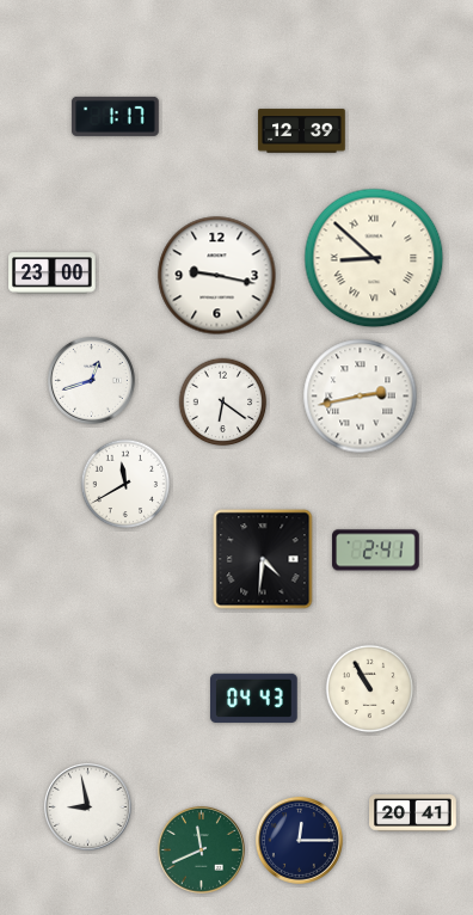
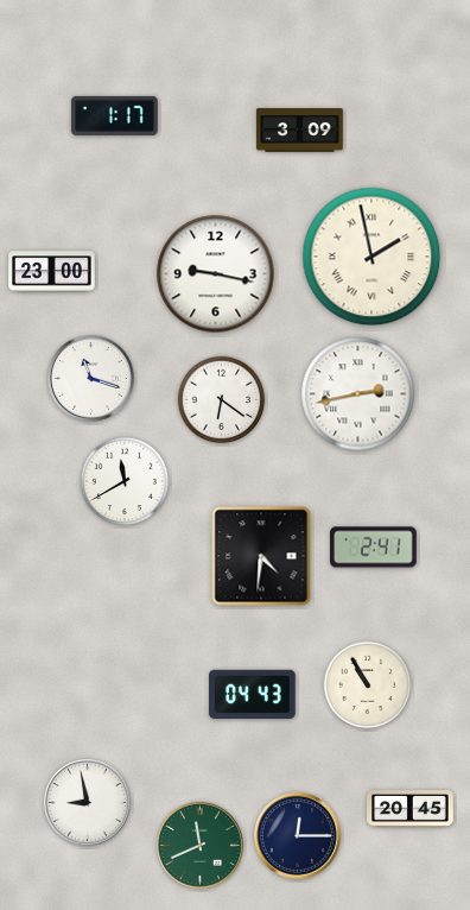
clock at (302, 131): 12:39 -> 3:09
clock at (374, 258): 8:52 -> 1:58
clock at (91, 380): 12:42 -> 11:18
clock at (413, 813): 20:41 -> 20:45
